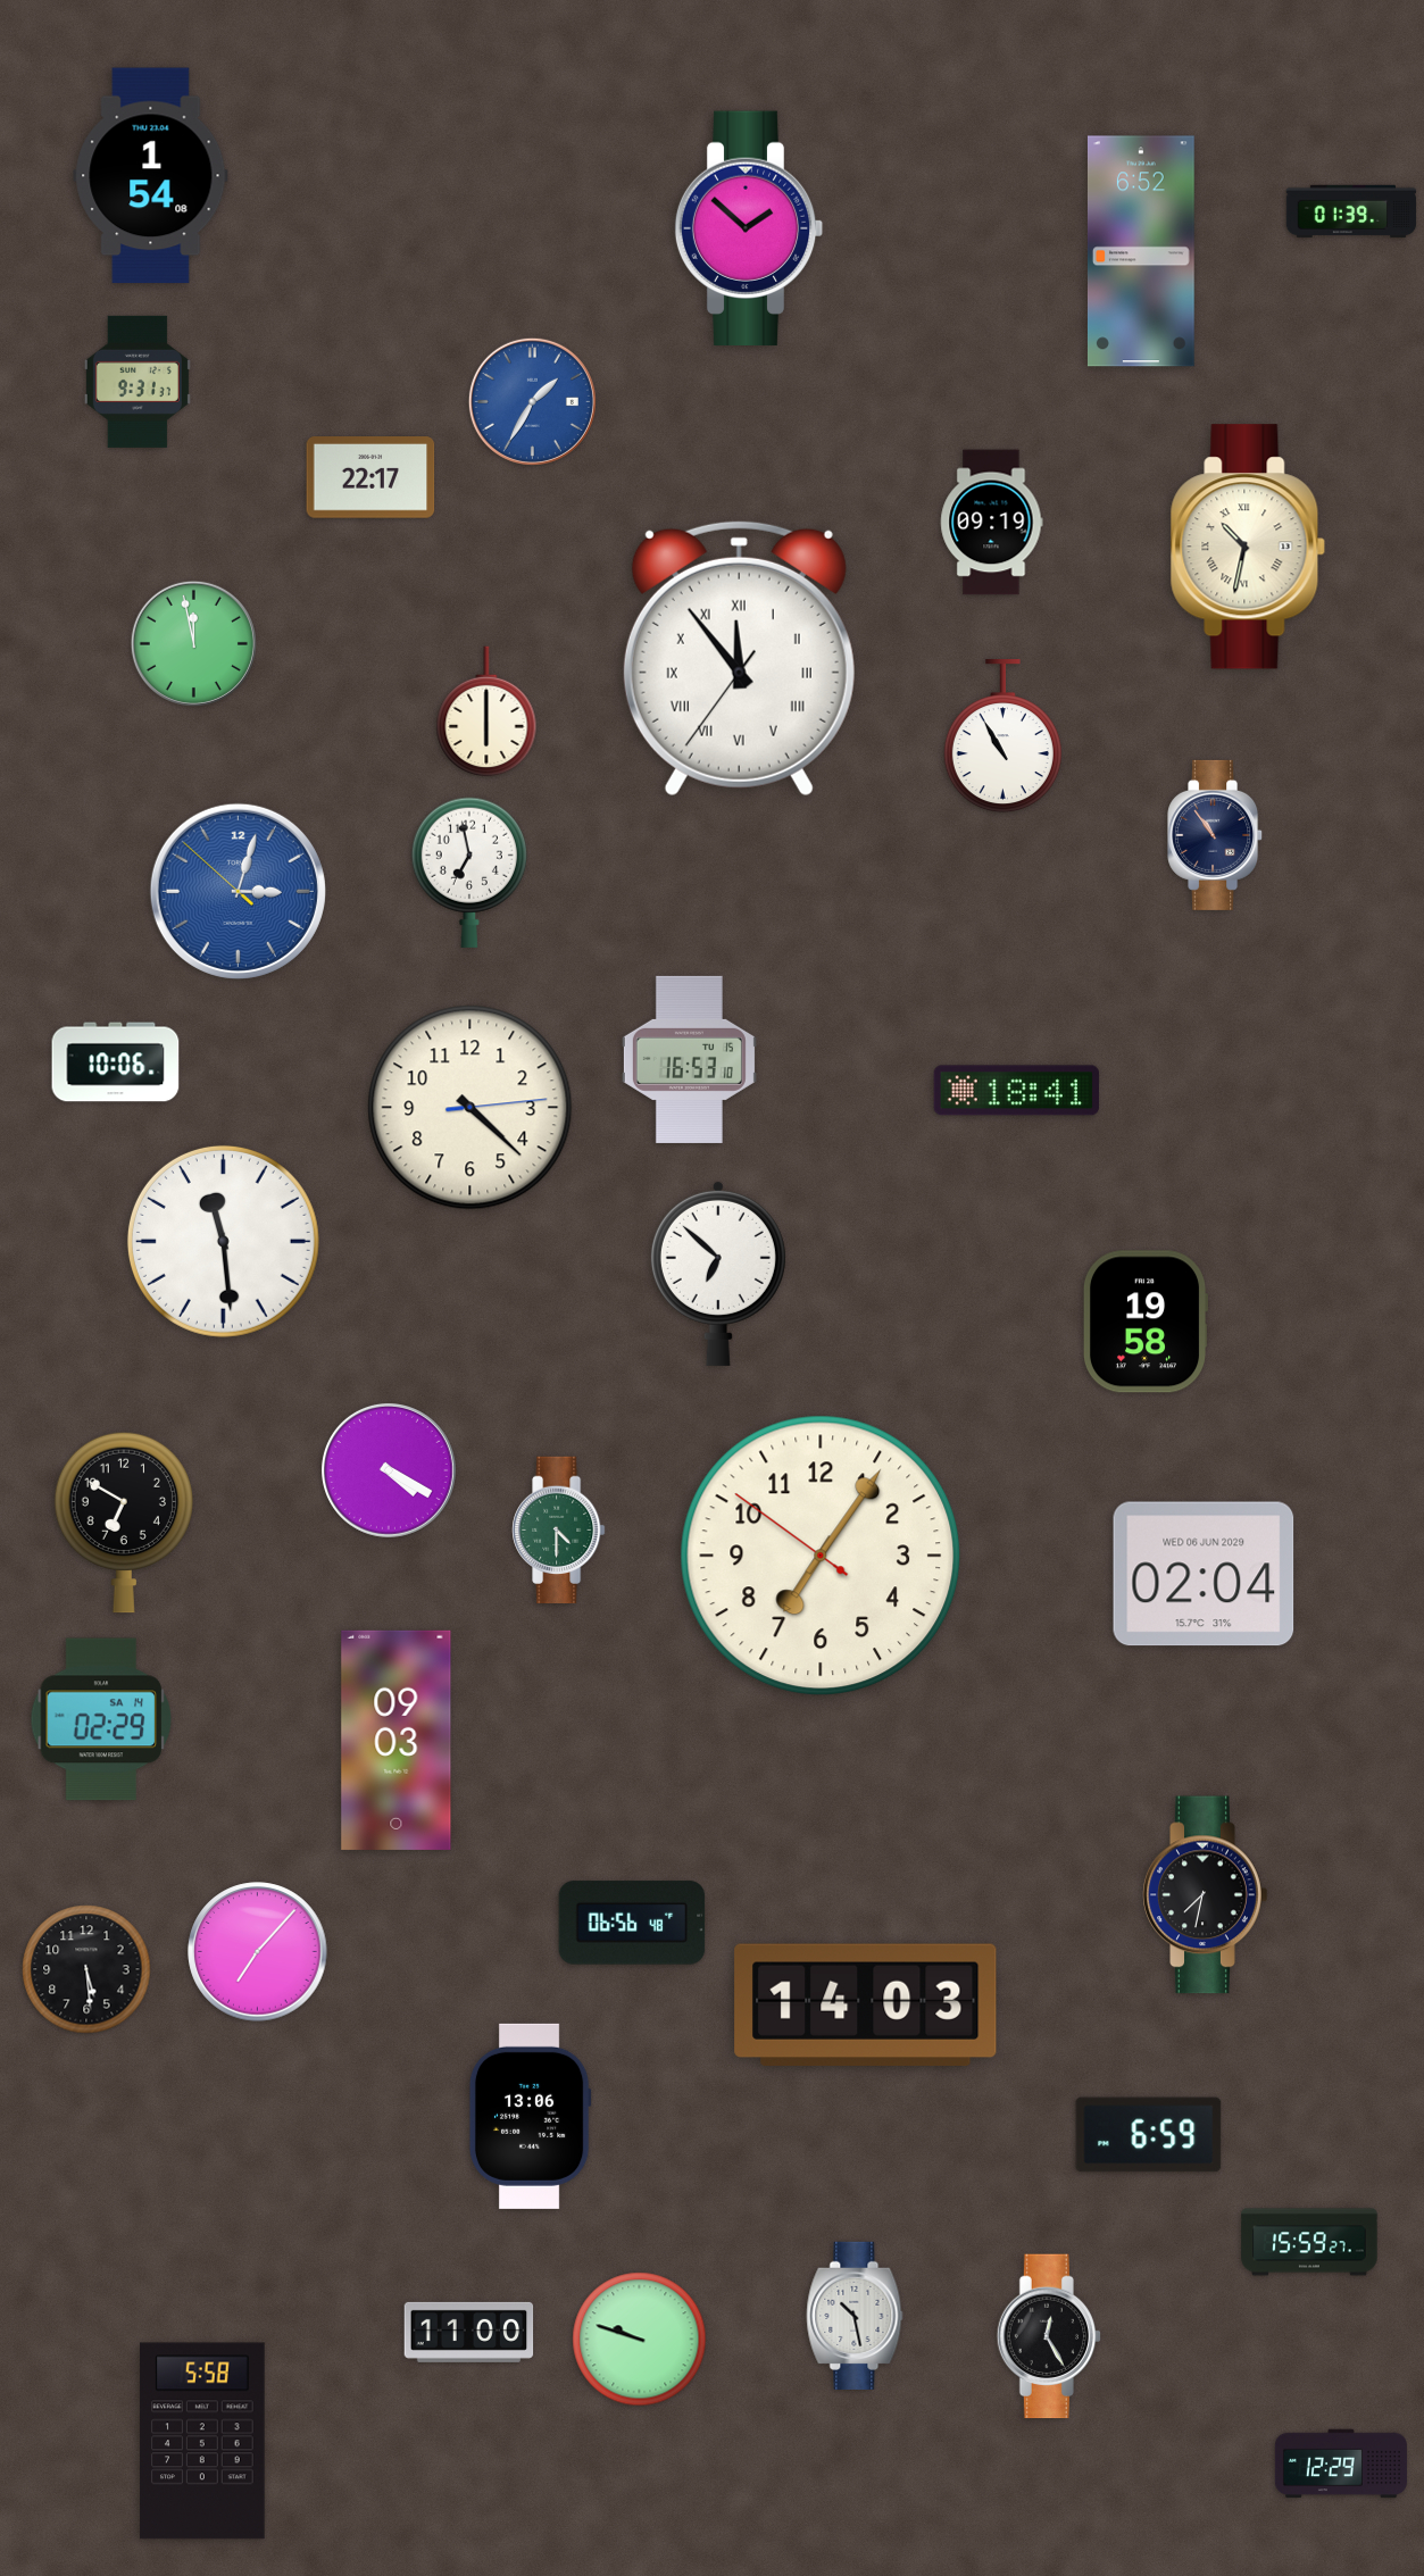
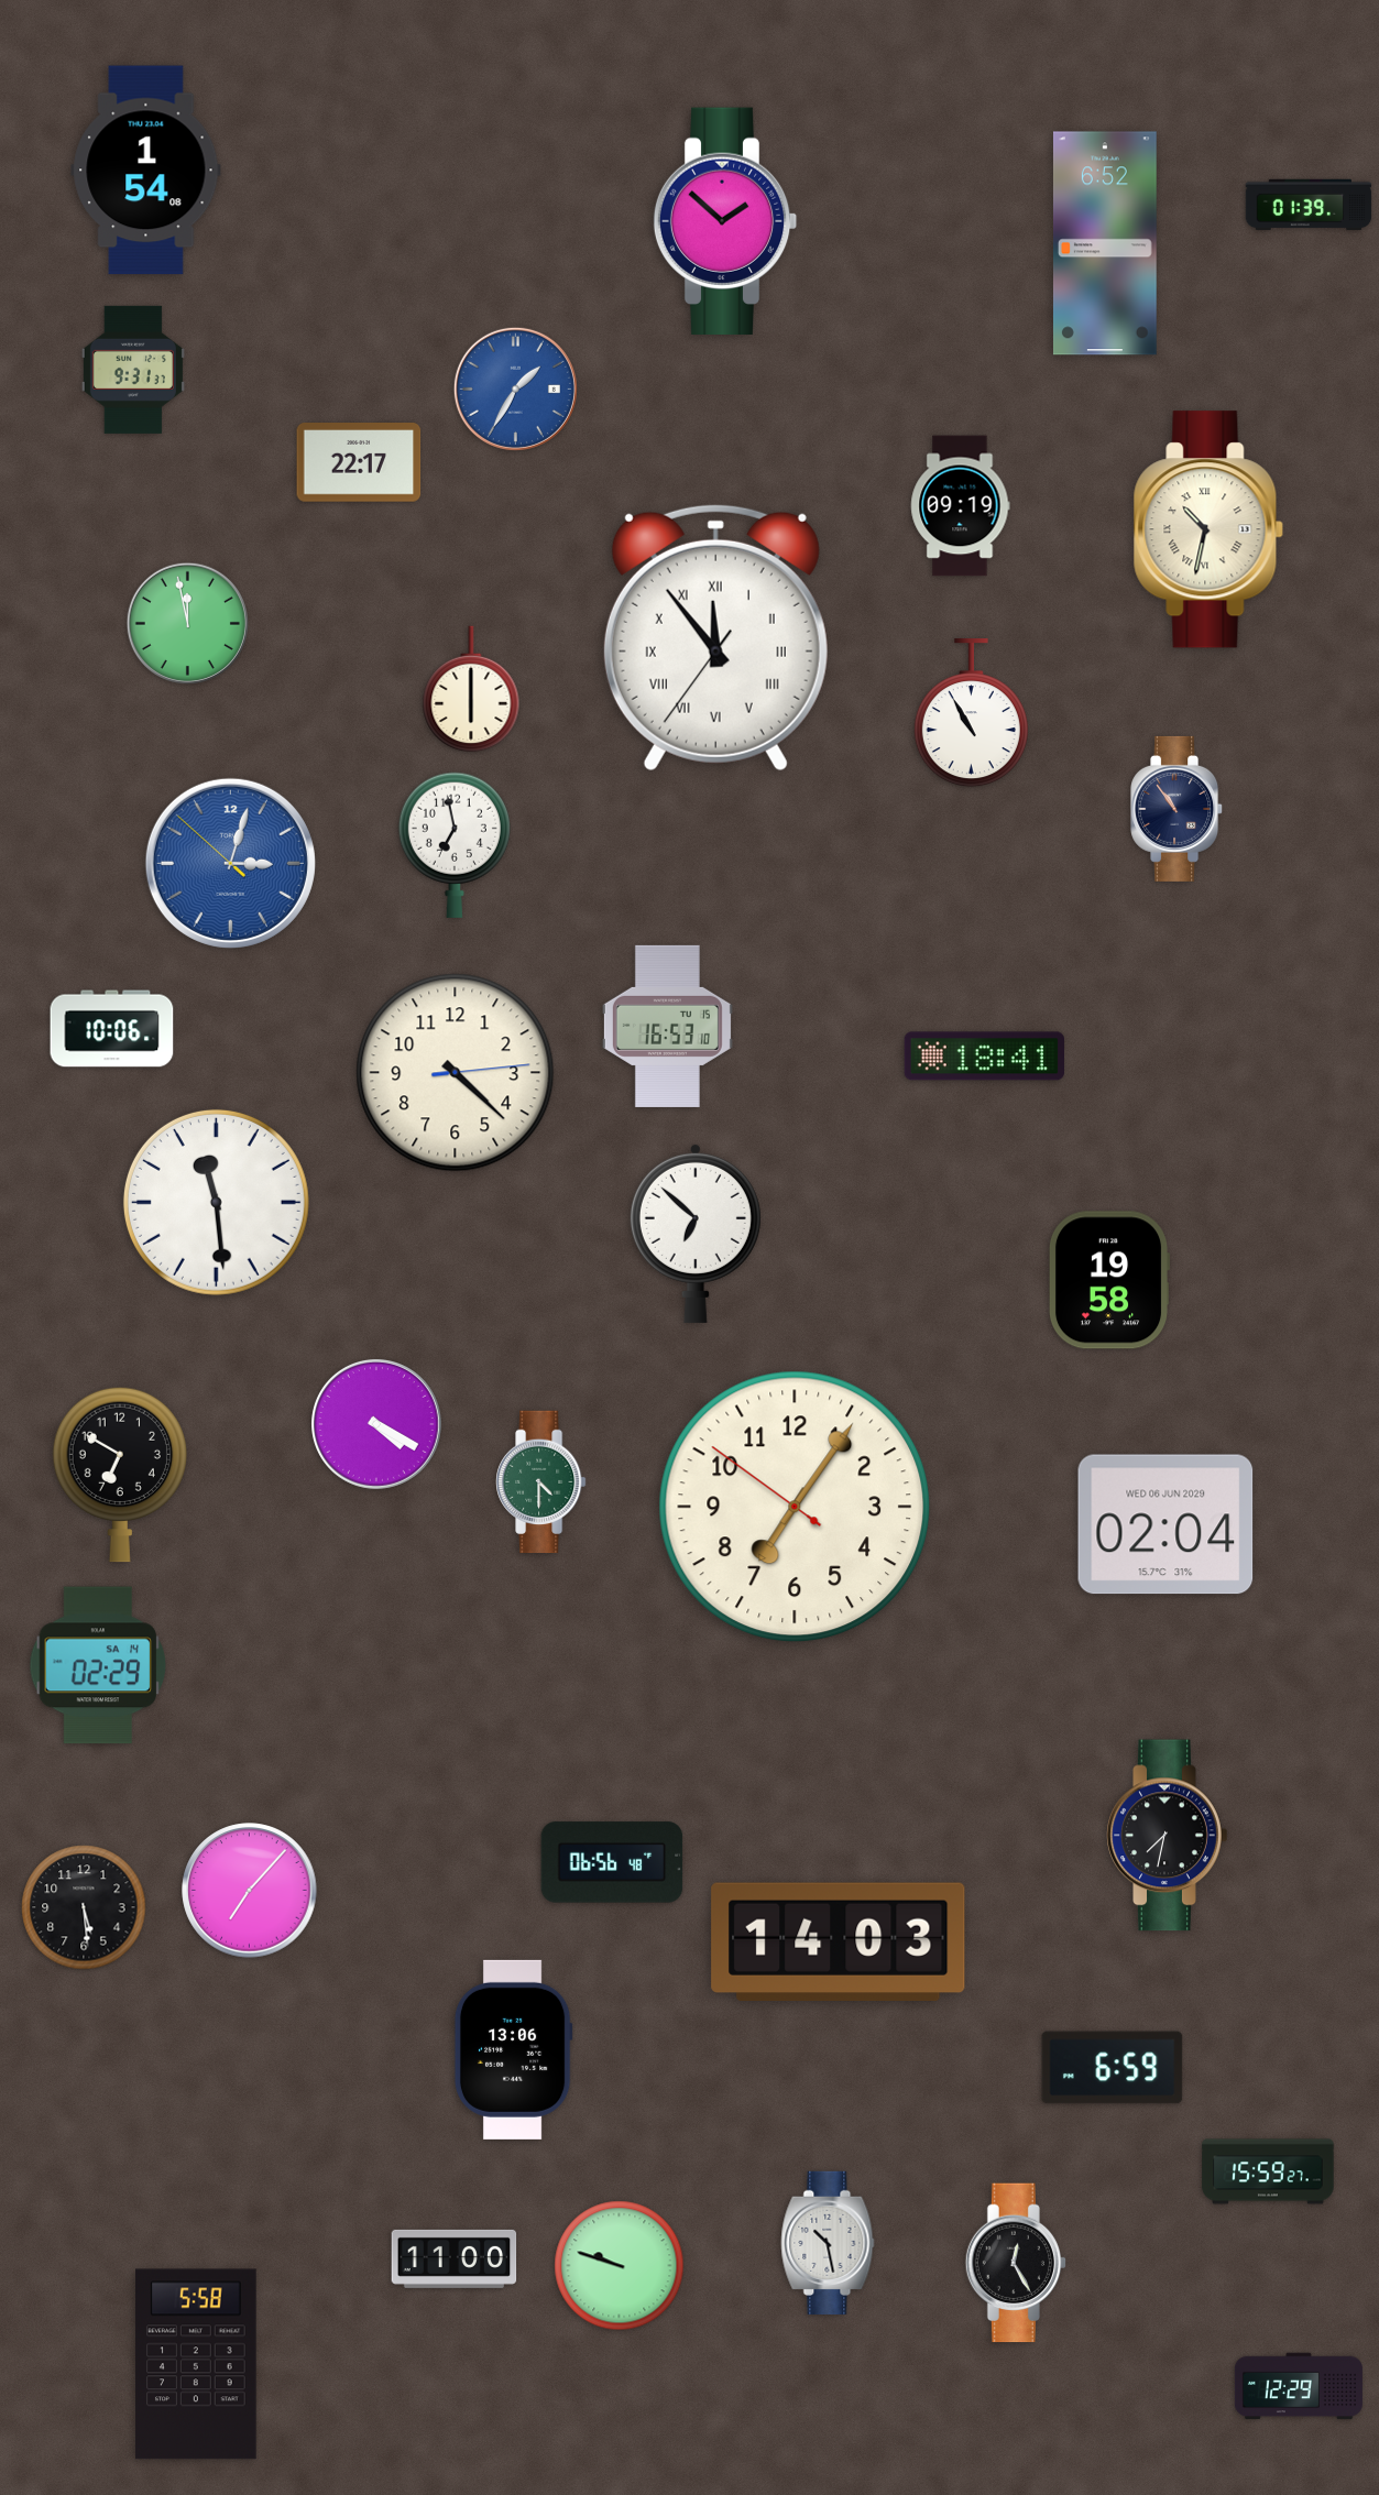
clock at (397, 1740): 09:03 -> none
